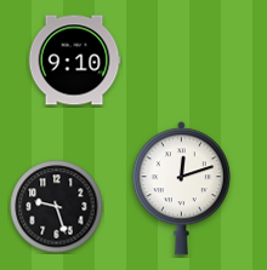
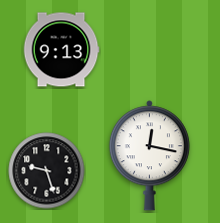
clock at (74, 61): 9:10 -> 9:13
clock at (181, 189): 12:12 -> 12:17
